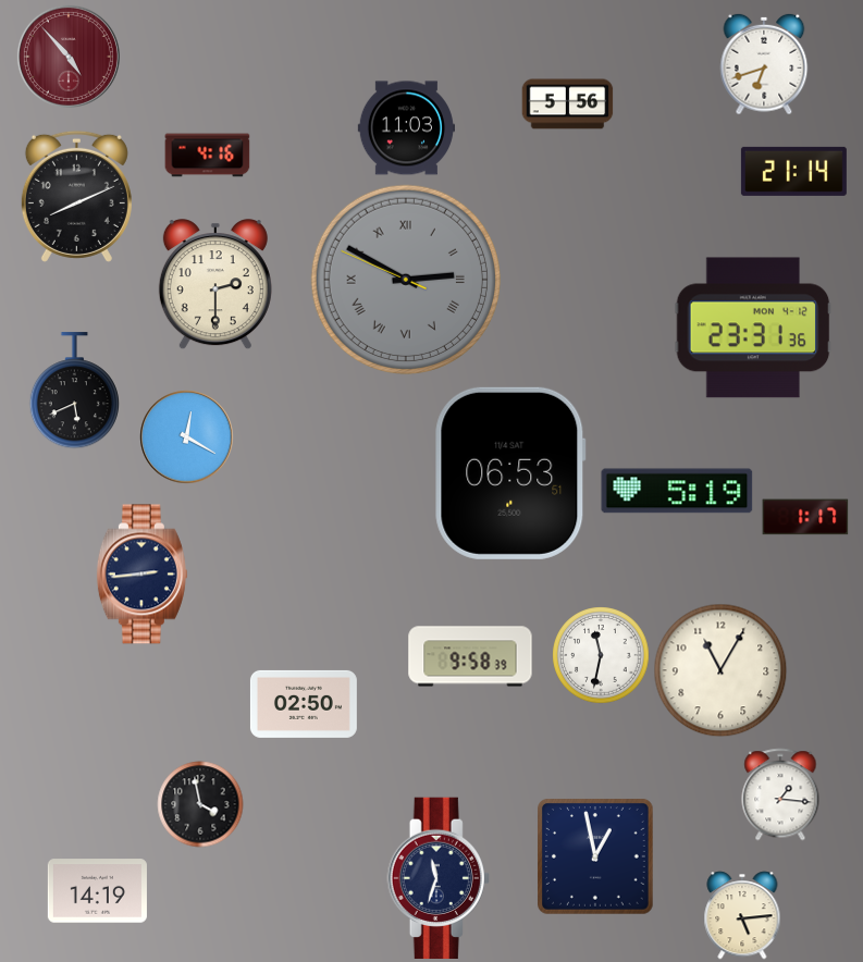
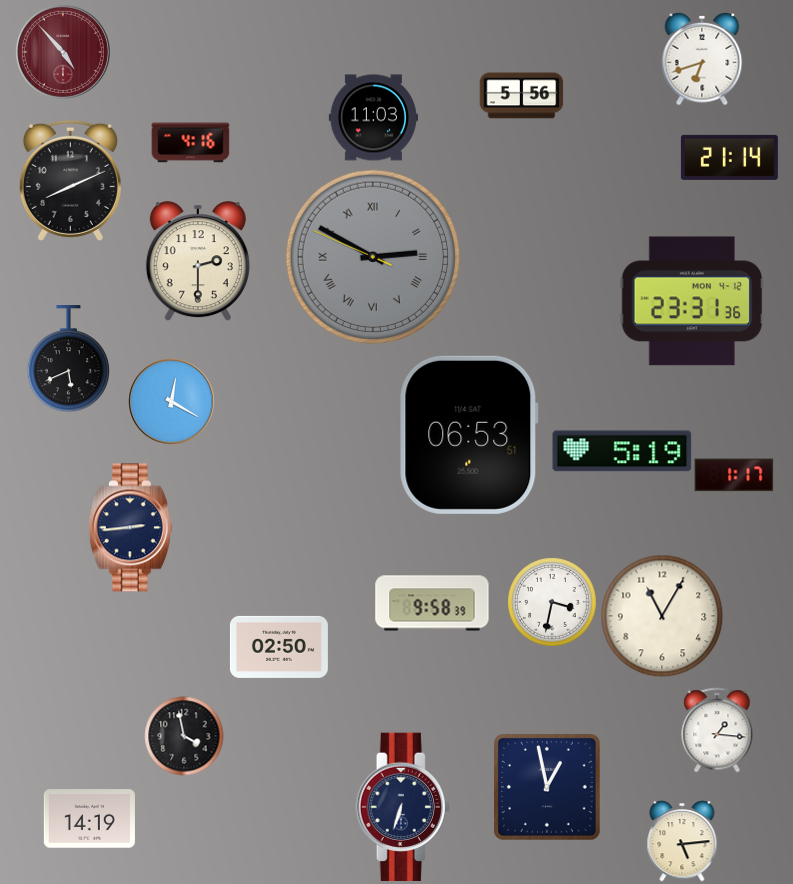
clock at (805, 517) position: (805, 517) -> (734, 475)
clock at (601, 655): 11:32 -> 3:32
clock at (200, 804) position: (200, 804) -> (184, 736)
clock at (439, 877): 11:33 -> 6:33
